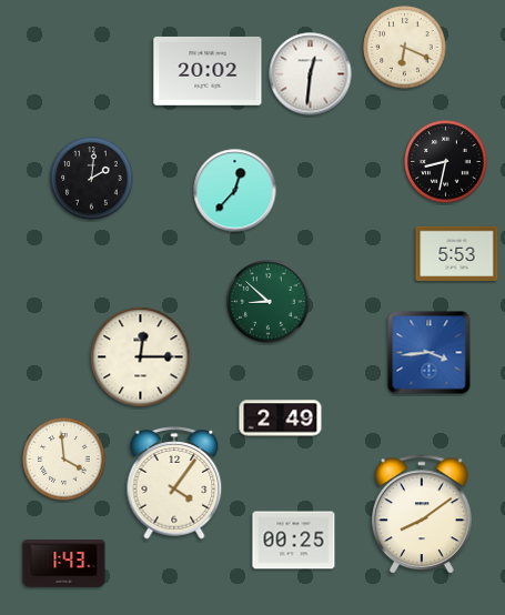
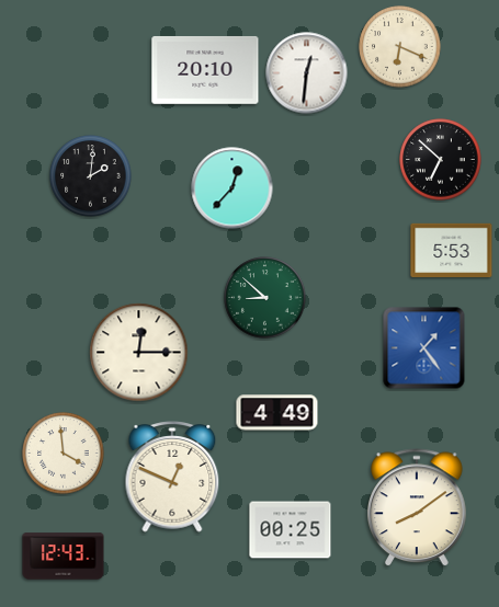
clock at (208, 71): 20:02 -> 20:10
clock at (446, 162): 8:32 -> 6:52
clock at (430, 353): 3:44 -> 1:24
clock at (281, 419): 2:49 -> 4:49
clock at (174, 483): 4:06 -> 12:49
clock at (294, 541) position: (294, 541) -> (291, 530)
clock at (64, 564): 1:43 -> 12:43
